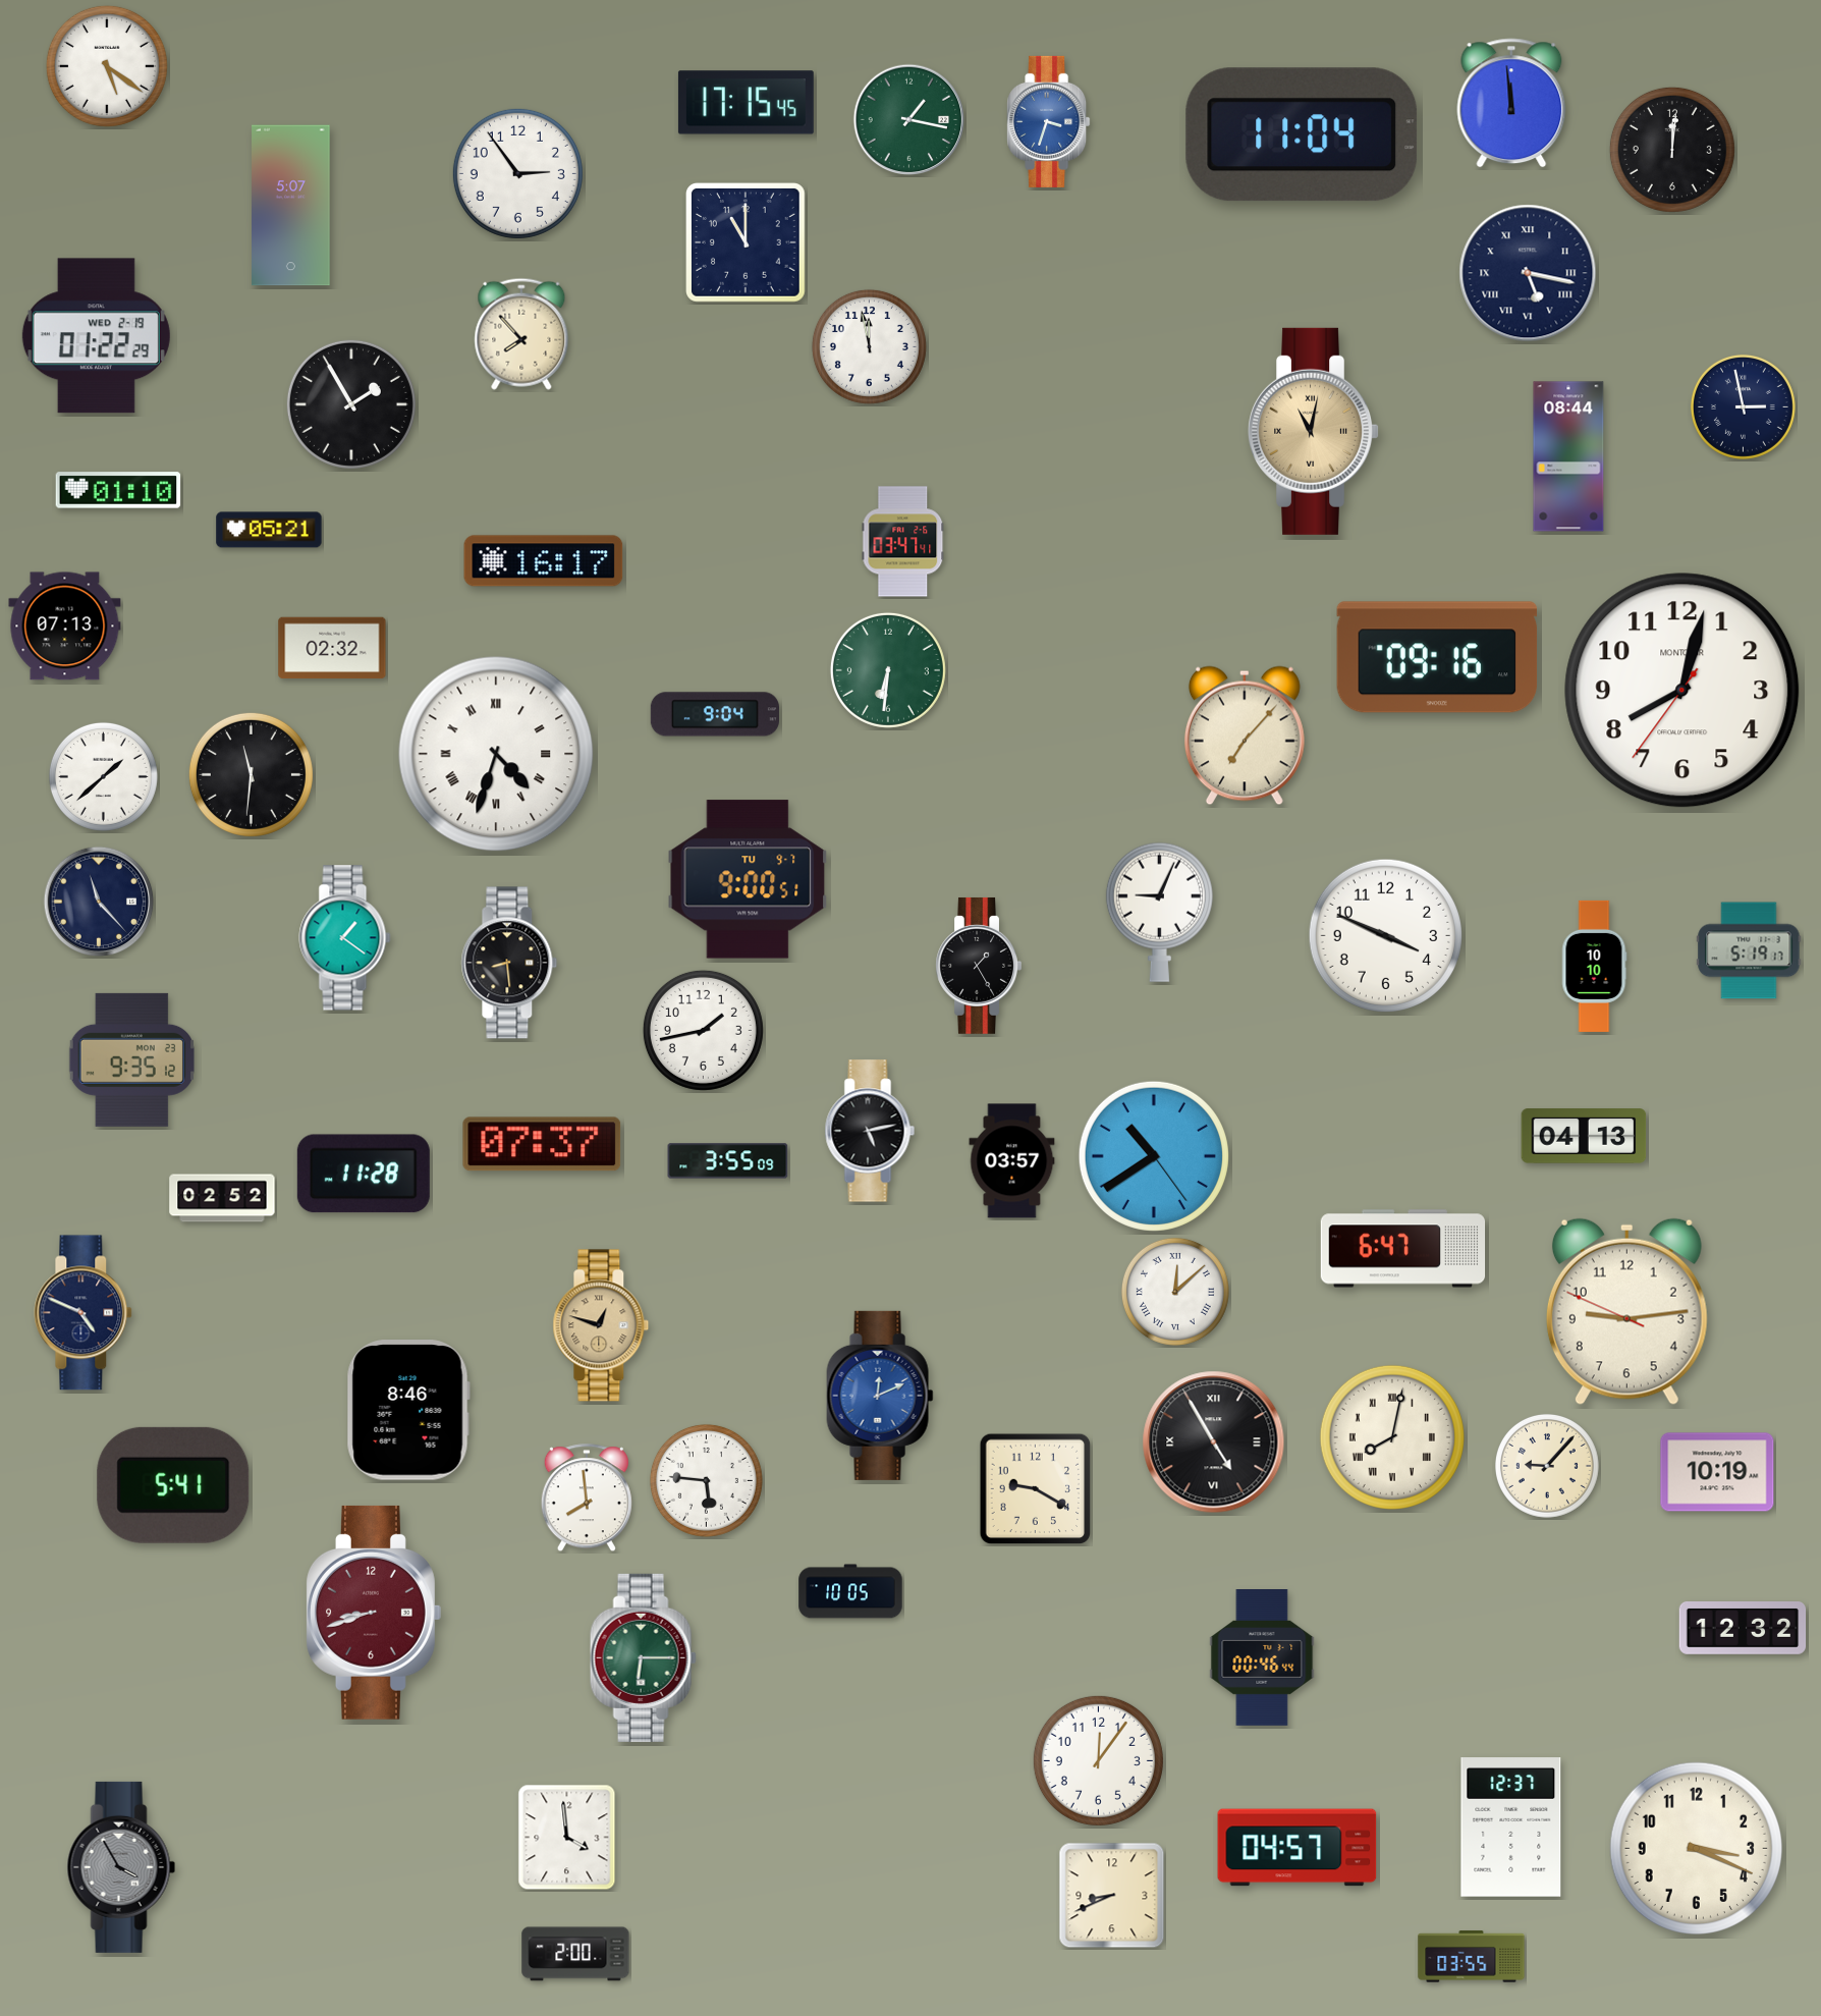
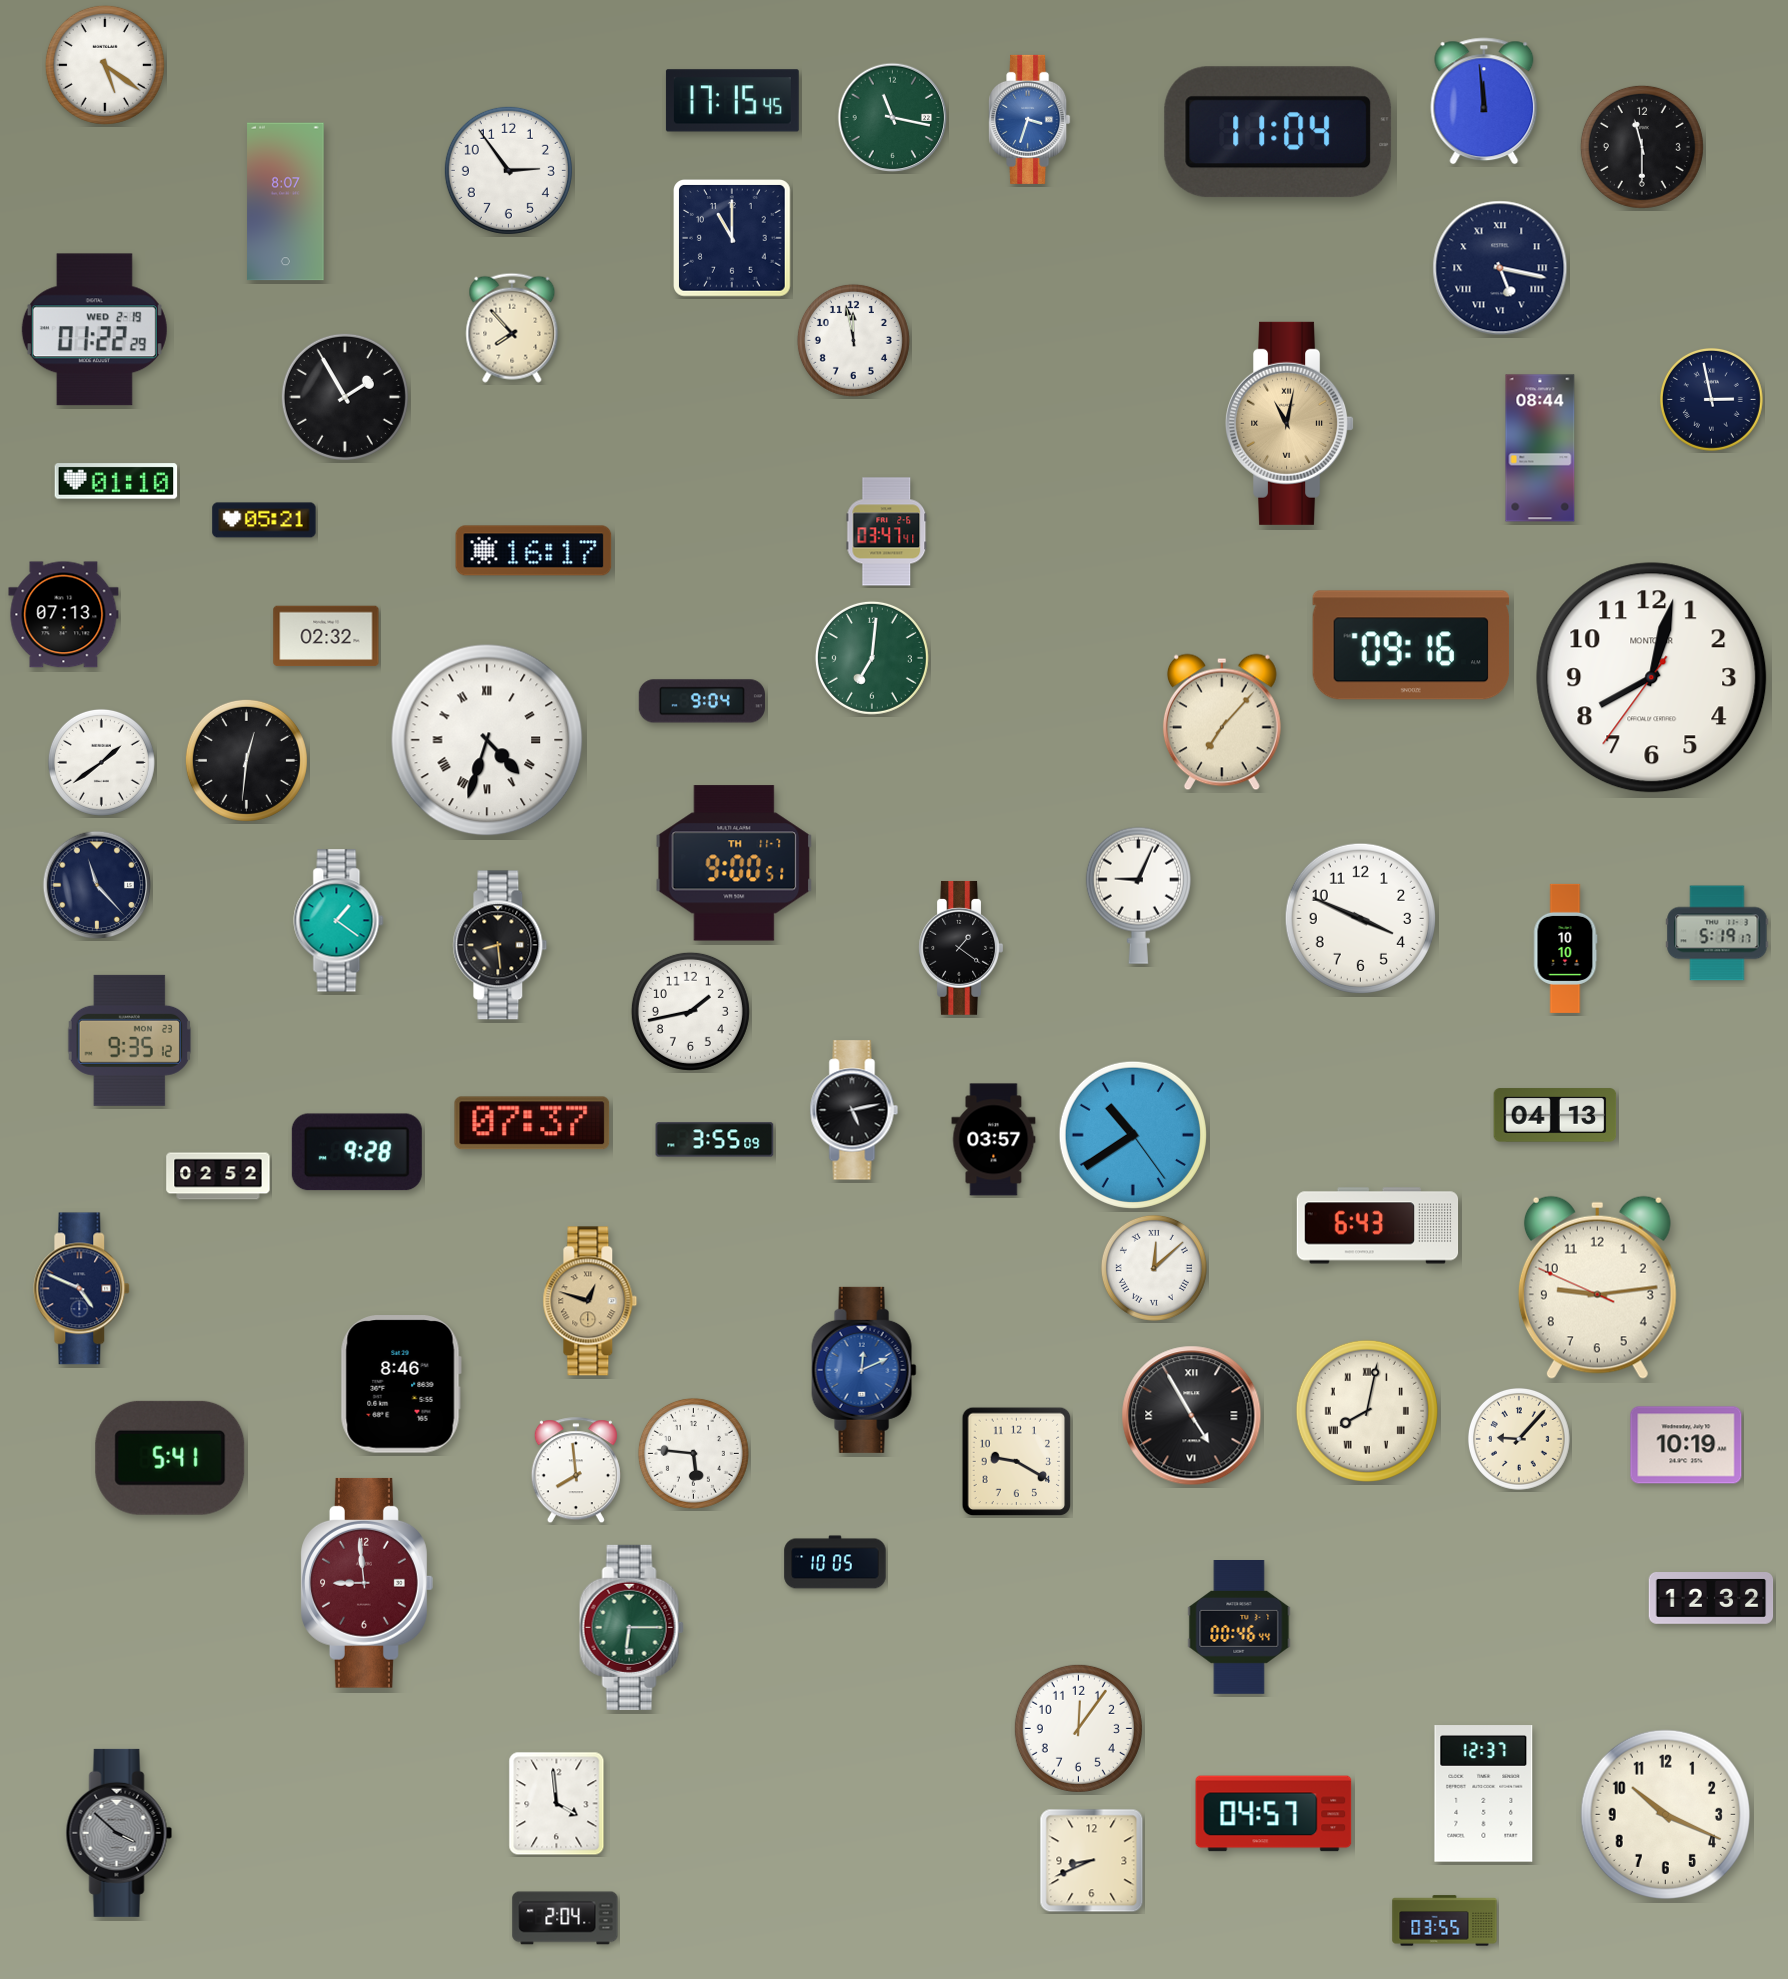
clock at (909, 120): 1:17 -> 11:17
clock at (1672, 150): 12:01 -> 11:30
clock at (291, 206): 5:07 -> 8:07
clock at (888, 670): 6:31 -> 7:01
clock at (251, 774): 11:31 -> 12:31
clock at (103, 776): 1:38 -> 1:39
clock at (748, 879) date: TU 9-7 -> TH 11-7
clock at (979, 966): 1:25 -> 1:21
clock at (364, 1174): 11:28 -> 9:28
clock at (1403, 1249): 6:47 -> 6:43
clock at (374, 1613): 8:42 -> 8:59
clock at (1697, 1849): 3:19 -> 10:19
clock at (121, 1867): 3:55 -> 3:52
clock at (575, 1954): 2:00 -> 2:04
